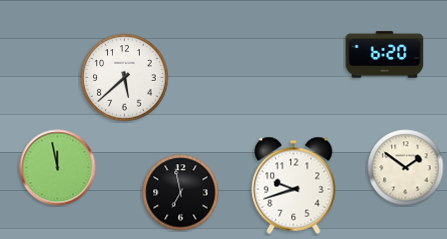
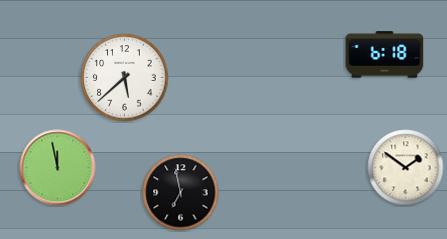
clock at (385, 55): 6:20 -> 6:18
clock at (294, 185): 9:42 -> none
